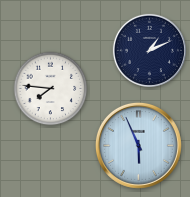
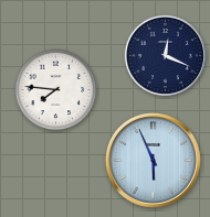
clock at (149, 50): 1:11 -> 12:19
clock at (51, 89) position: (51, 89) -> (56, 90)
